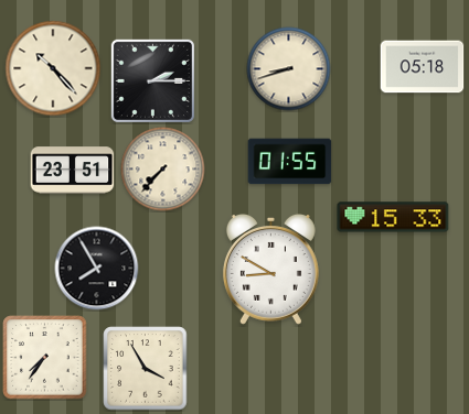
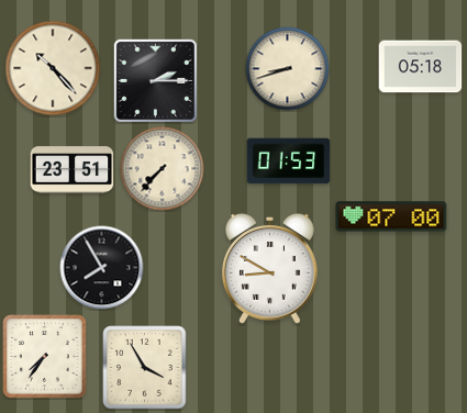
clock at (152, 80) position: (152, 80) -> (155, 80)
clock at (290, 162): 01:55 -> 01:53
clock at (393, 217): 15:33 -> 07:00
clock at (97, 269) position: (97, 269) -> (102, 268)
